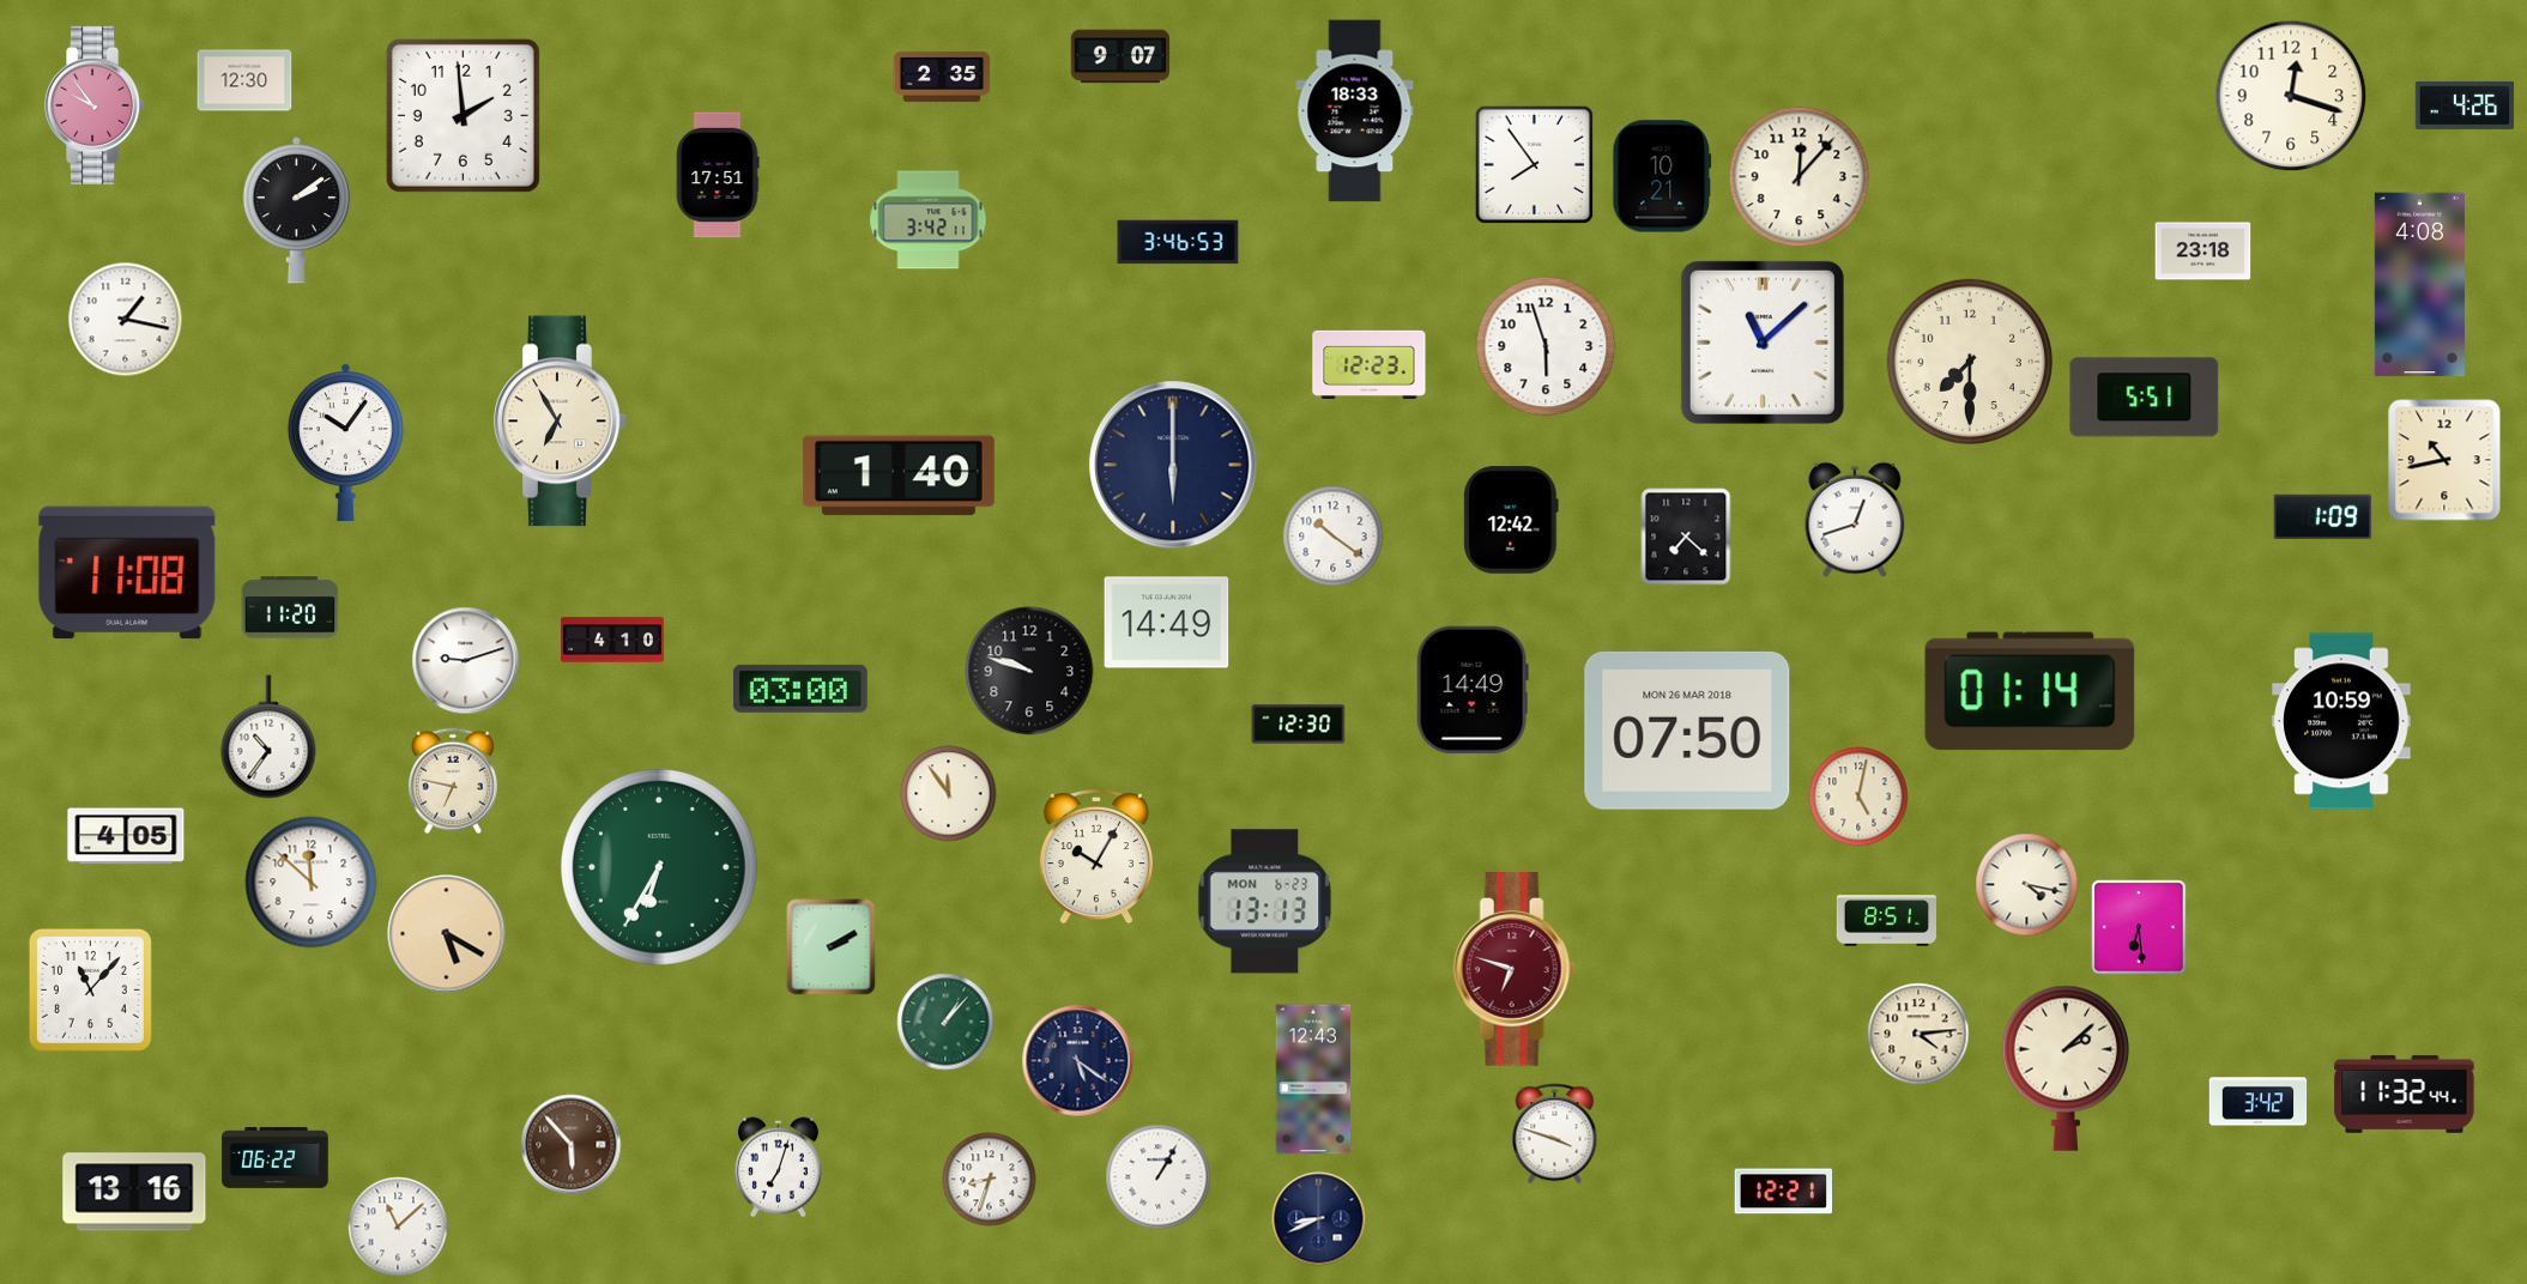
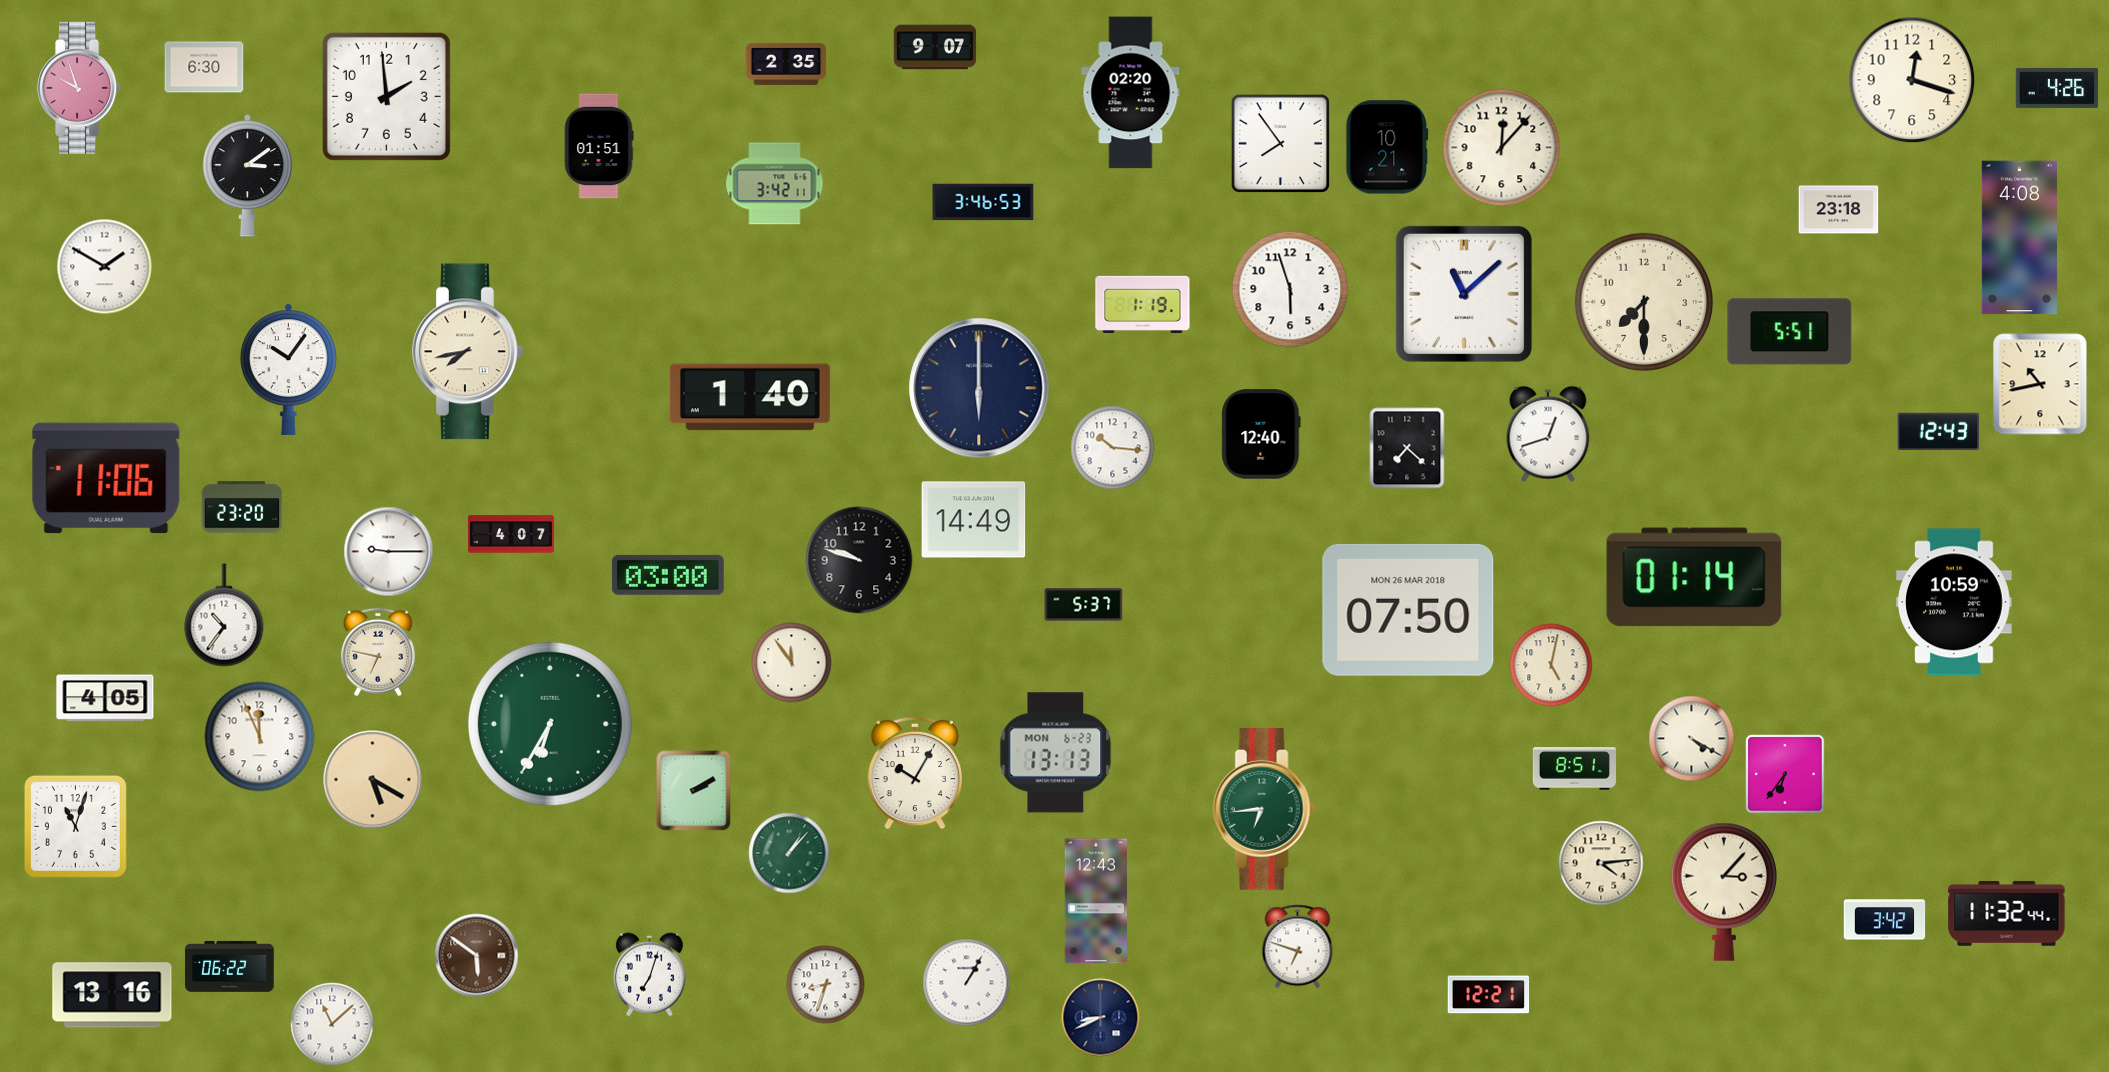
clock at (244, 80): 12:30 -> 6:30
clock at (96, 105): 9:54 -> 9:57
clock at (1355, 111): 18:33 -> 02:20
clock at (1534, 164) position: (1534, 164) -> (1280, 143)
clock at (718, 175): 17:51 -> 01:51
clock at (297, 210): 2:09 -> 3:09
clock at (126, 320): 1:17 -> 1:50
clock at (1763, 343) position: (1763, 343) -> (1464, 294)
clock at (1370, 364): 12:23 -> 1:19
clock at (561, 422): 6:55 -> 7:43
clock at (2323, 516): 1:09 -> 12:43
clock at (1511, 520): 12:42 -> 12:40
clock at (1334, 537): 10:21 -> 10:16
clock at (127, 573): 11:08 -> 11:06
clock at (290, 607): 11:20 -> 23:20
clock at (612, 640): 4:10 -> 4:07
clock at (466, 661): 9:12 -> 9:15
clock at (1473, 689): 14:49 -> none
clock at (1299, 725): 12:30 -> 5:37
clock at (1095, 856) position: (1095, 856) -> (914, 773)
clock at (312, 883): 11:52 -> 11:56
clock at (2027, 885): 4:17 -> 4:20
clock at (2139, 927): 6:29 -> 6:36
clock at (1515, 970): 6:48 -> 6:44
clock at (1515, 970) dial: burgundy -> green
clock at (90, 989): 11:07 -> 11:03
clock at (1078, 1061): 5:21 -> none
clock at (2066, 1068): 2:08 -> 3:07
clock at (1555, 1134): 3:48 -> 6:48
clock at (572, 1145): 5:53 -> 5:51
